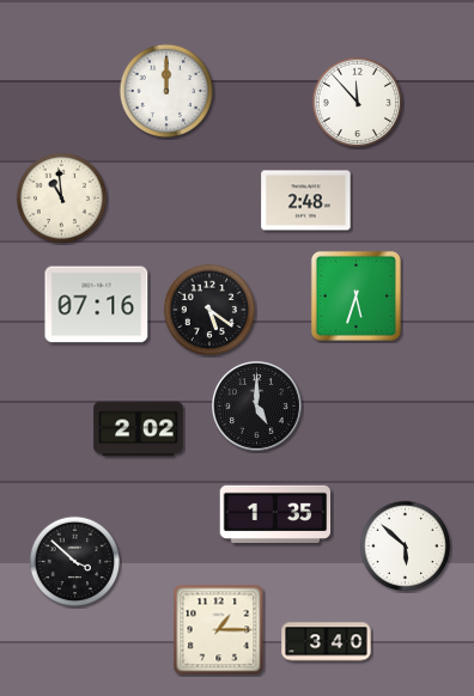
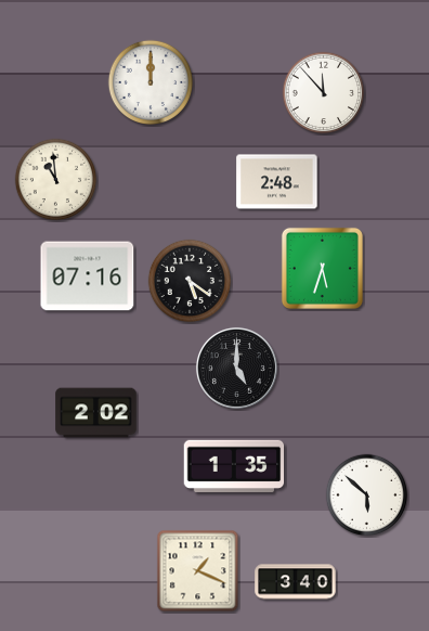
clock at (256, 405) position: (256, 405) -> (236, 368)
clock at (139, 429) position: (139, 429) -> (96, 413)
clock at (275, 514) position: (275, 514) -> (234, 466)
clock at (75, 562): 3:52 -> none
clock at (219, 630): 1:15 -> 1:19
